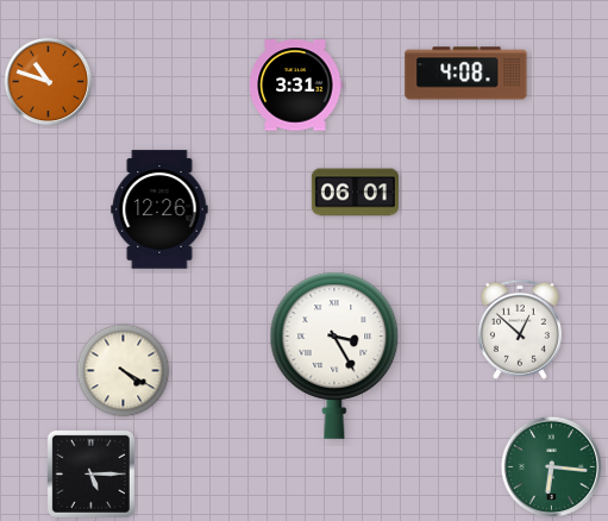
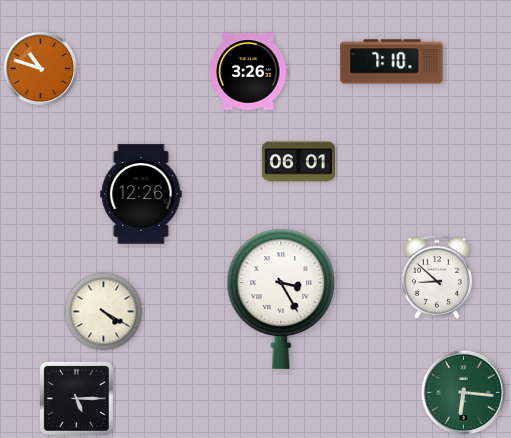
clock at (466, 74): 4:08 -> 7:10
clock at (295, 86): 3:31 -> 3:26
clock at (159, 209) position: (159, 209) -> (141, 194)
clock at (520, 329): 12:52 -> 8:52
